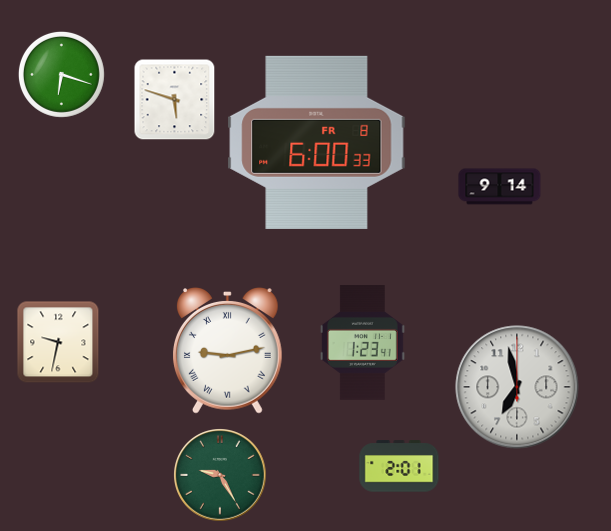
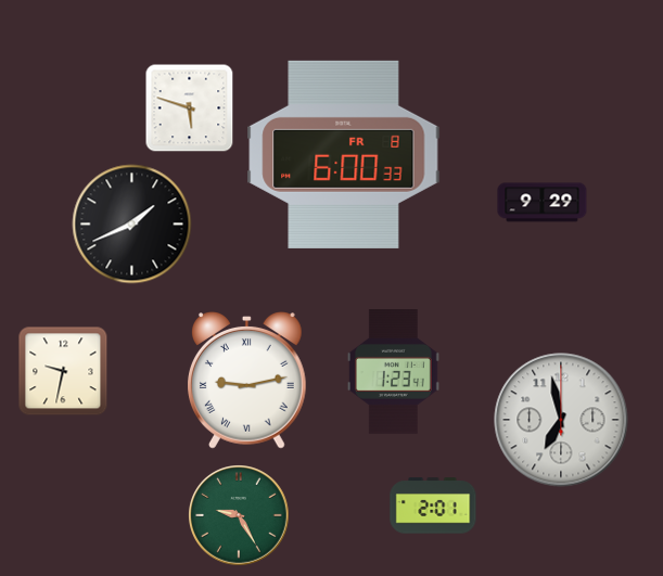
clock at (61, 74): 6:18 -> none
clock at (500, 187): 9:14 -> 9:29
clock at (132, 225): none -> 1:41
